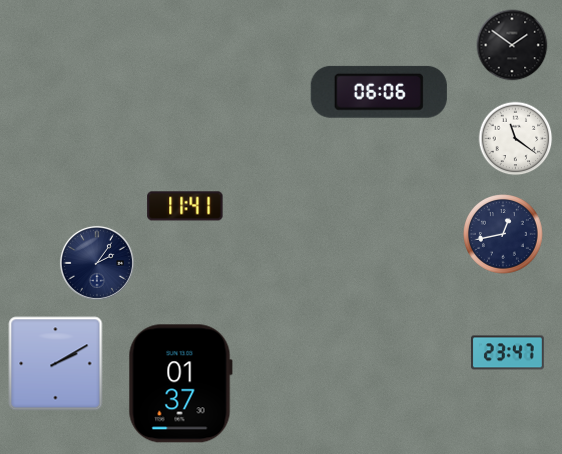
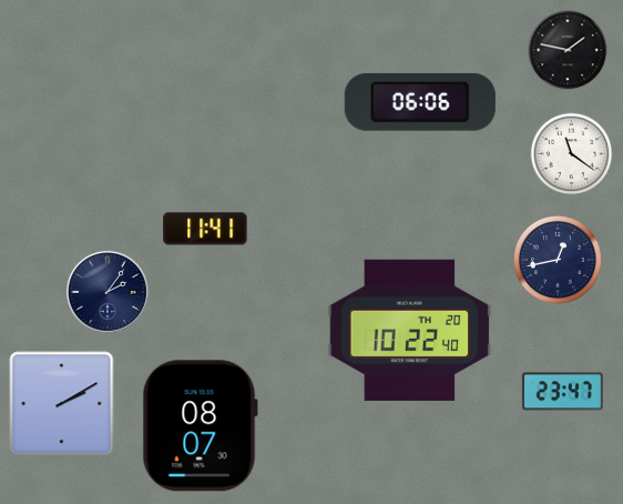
clock at (512, 45): 1:51 -> 1:47
clock at (410, 330): none -> 10:22
clock at (180, 384): 01:37 -> 08:07
